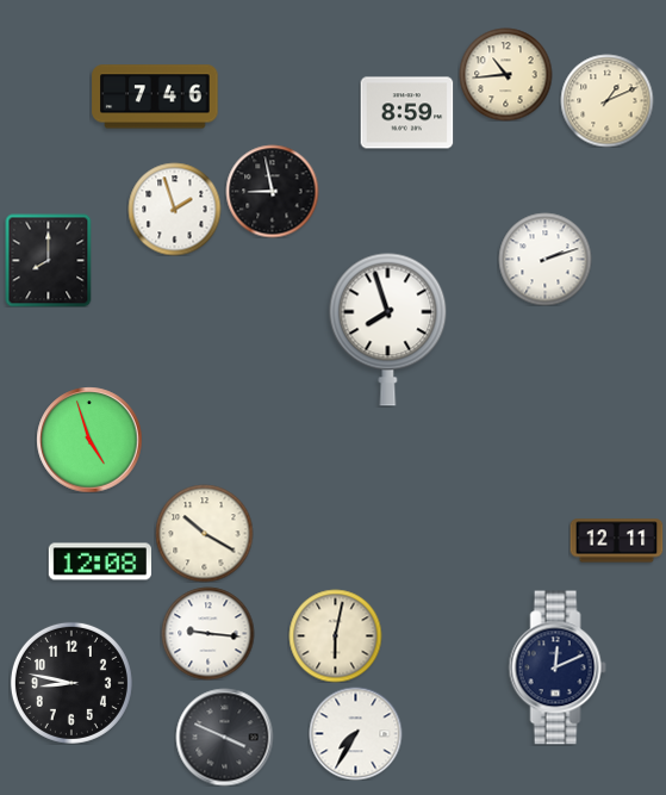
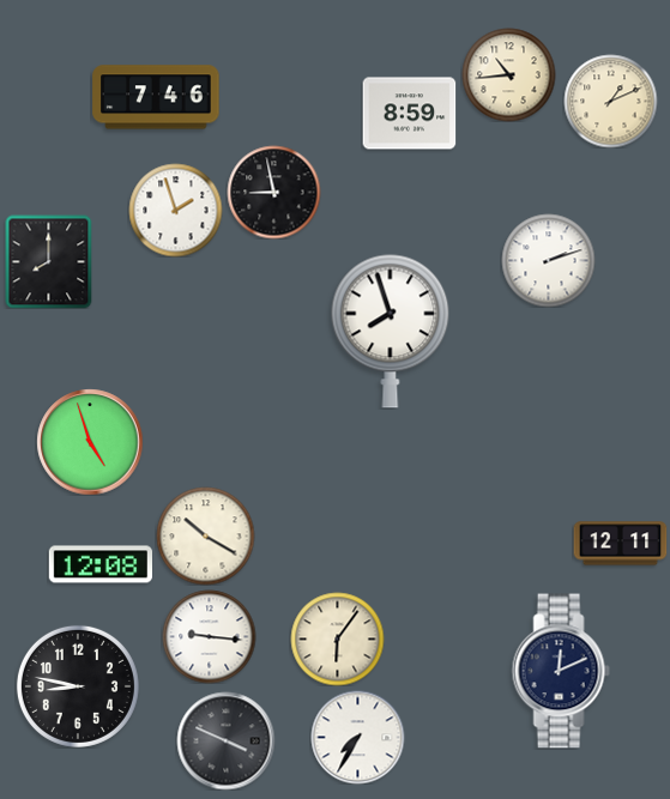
clock at (335, 635): 6:02 -> 6:06
clock at (71, 683) position: (71, 683) -> (78, 686)
